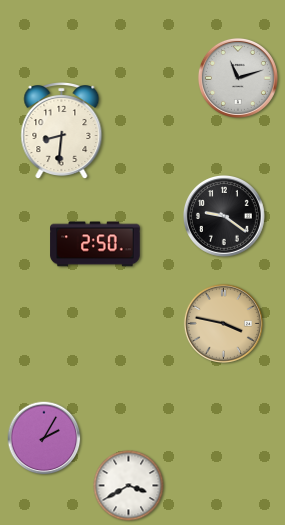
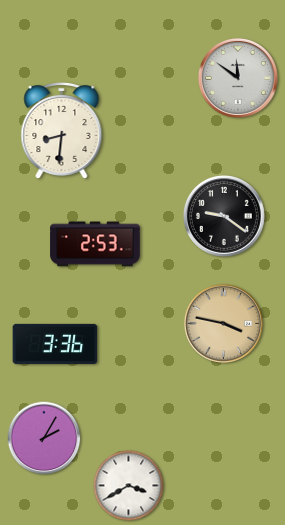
clock at (238, 78): 11:12 -> 11:51
clock at (95, 244): 2:50 -> 2:53
clock at (55, 344): none -> 3:36
